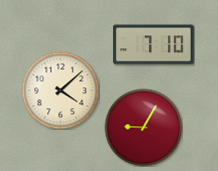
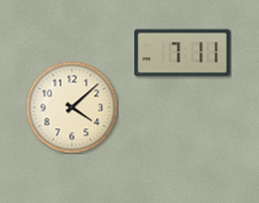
clock at (154, 45): 7:10 -> 7:11
clock at (143, 127): 9:05 -> none
